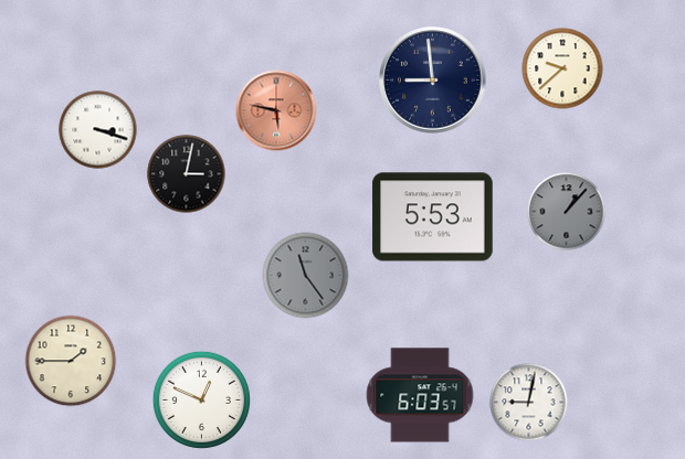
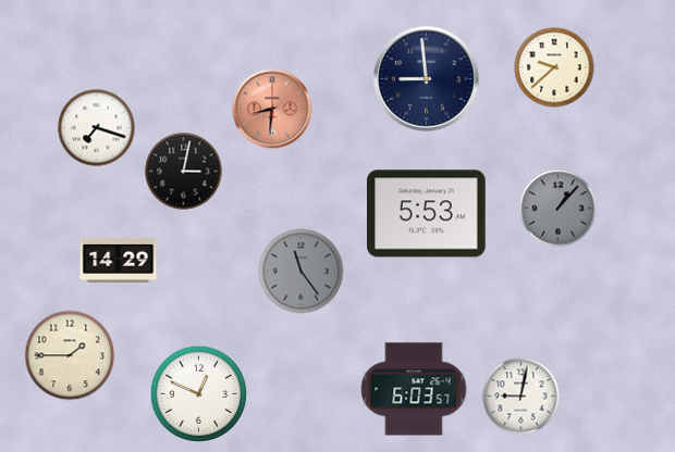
clock at (276, 110): 5:47 -> 8:31
clock at (98, 130): 3:18 -> 7:18
clock at (119, 260): none -> 14:29
